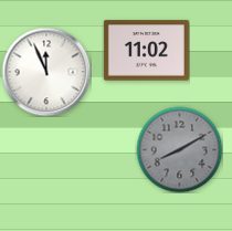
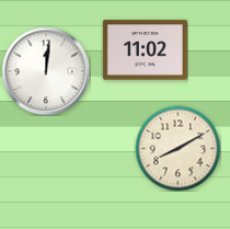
clock at (46, 72): 11:56 -> 12:01
clock at (179, 149) dial: grey -> cream
